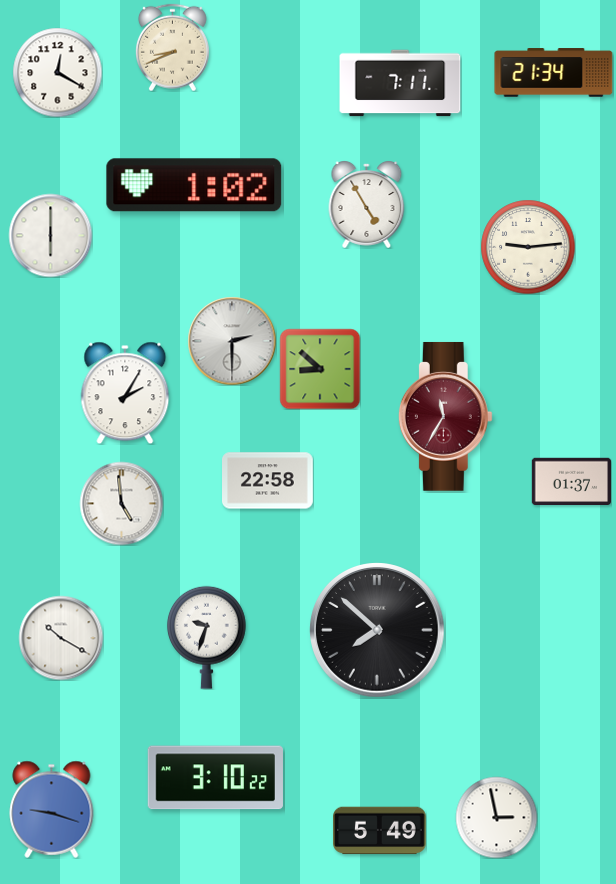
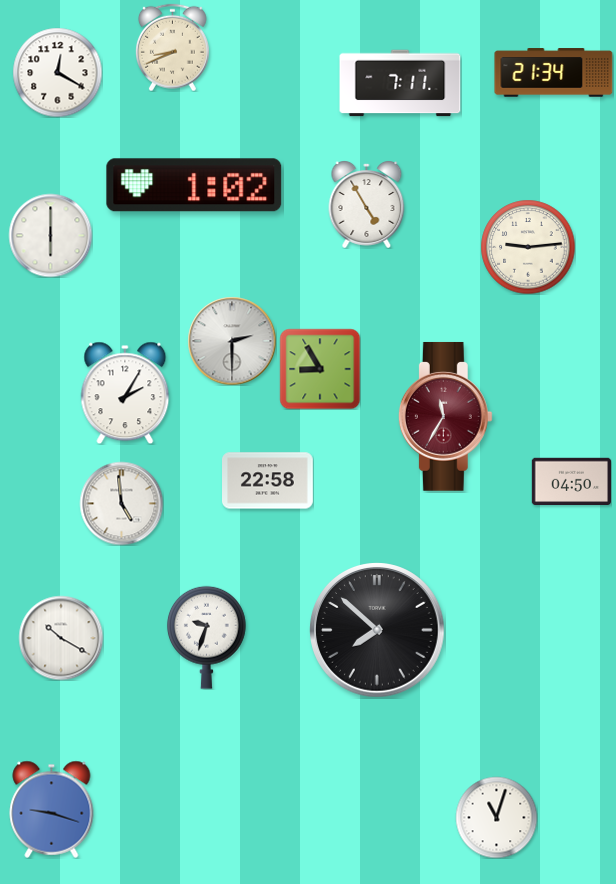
clock at (320, 369): 8:52 -> 8:55
clock at (571, 482): 01:37 -> 04:50
clock at (215, 778): 3:10 -> none
clock at (496, 817): 2:58 -> 11:03
clock at (380, 831): 5:49 -> none
